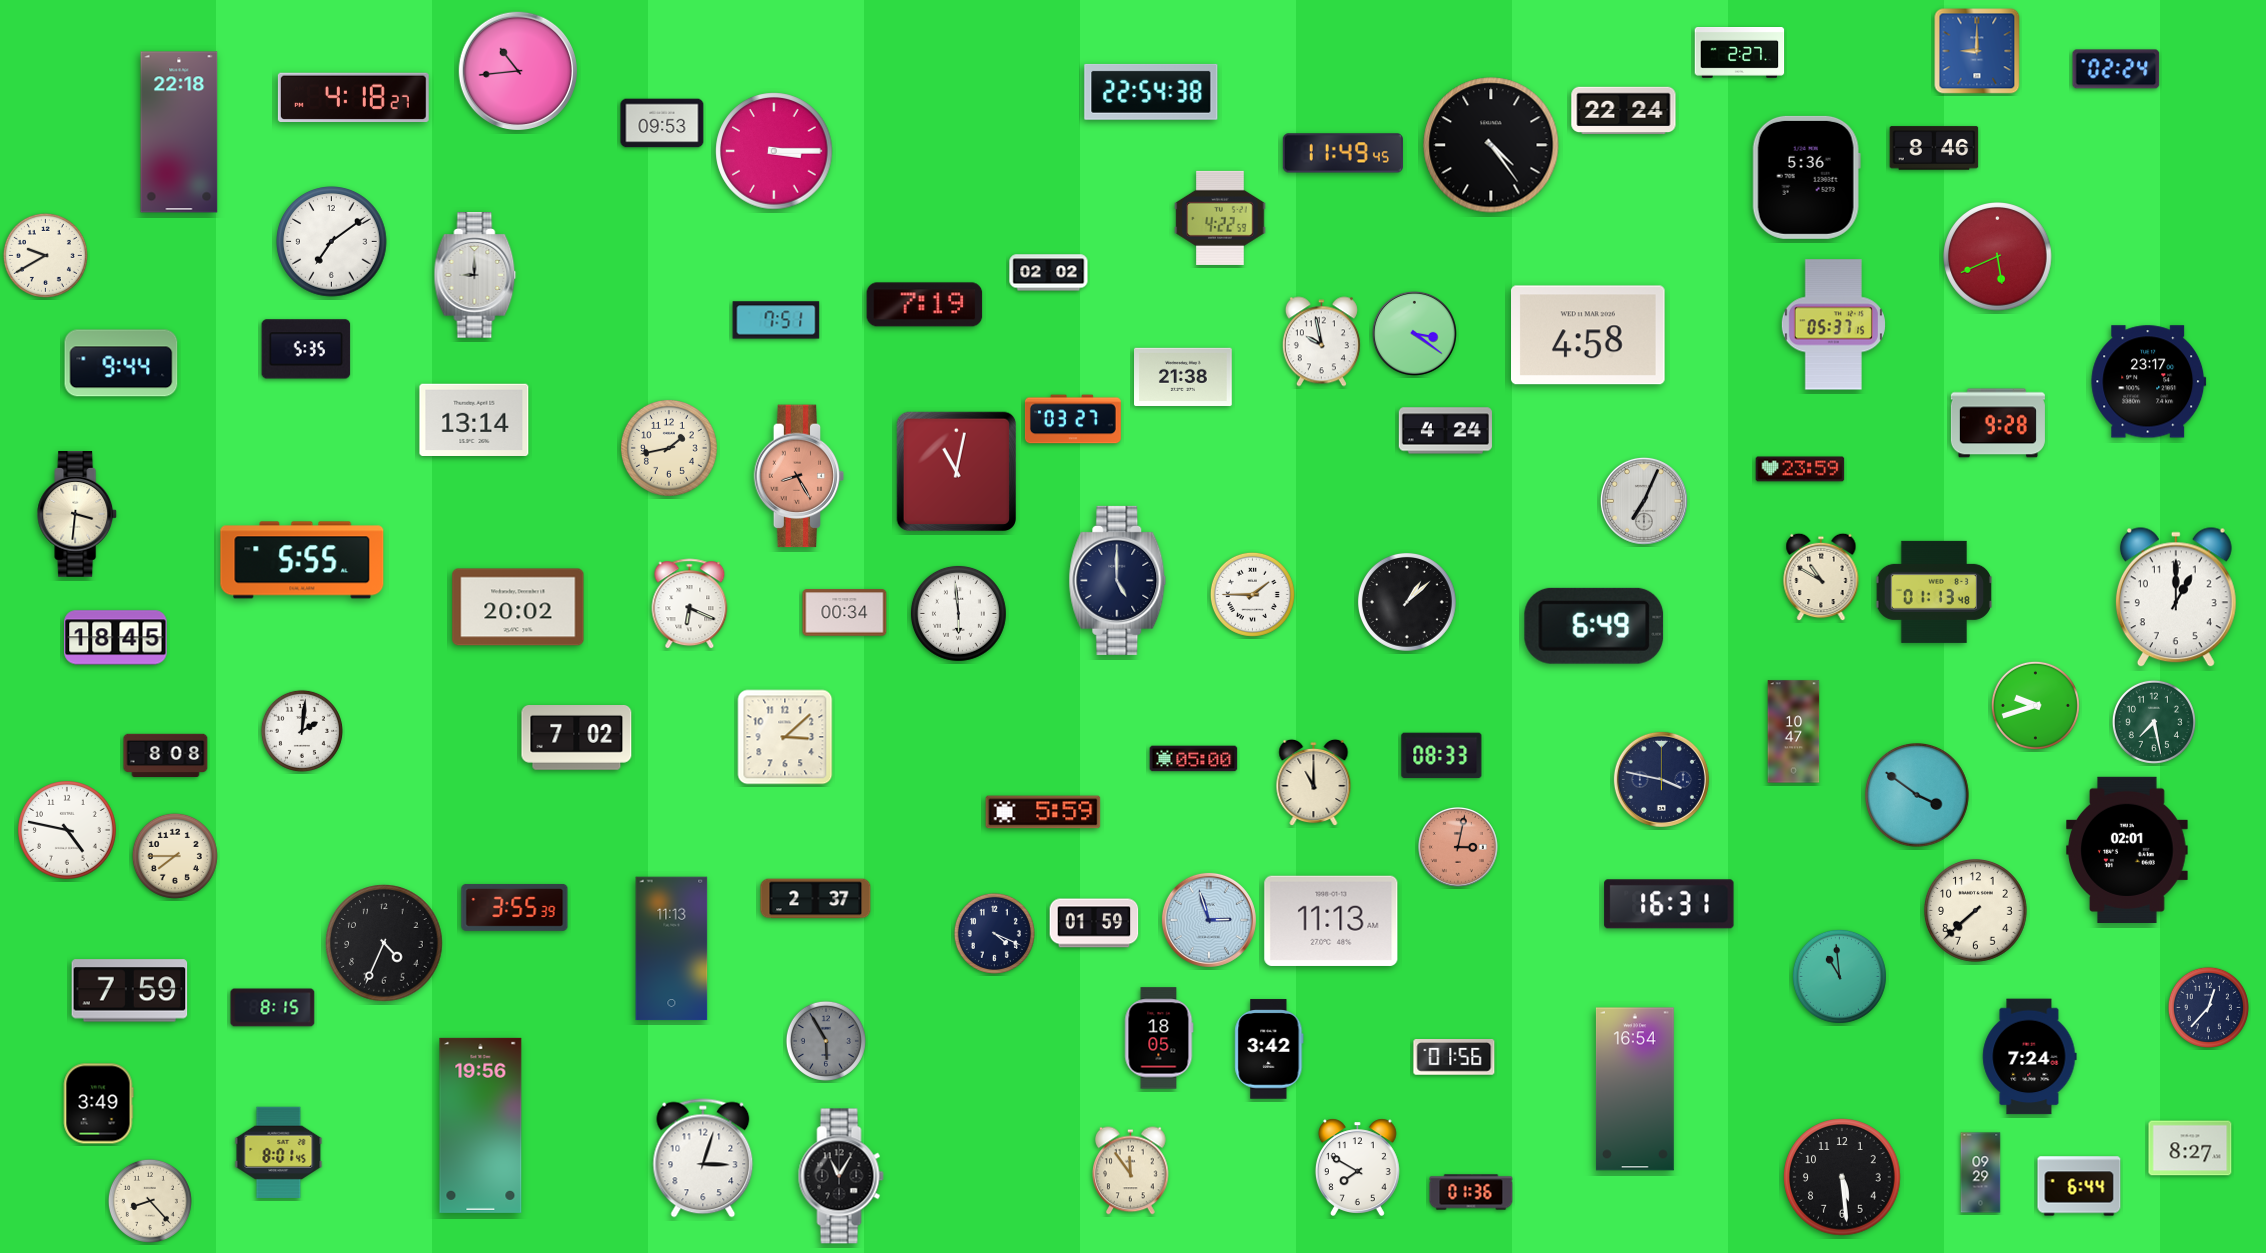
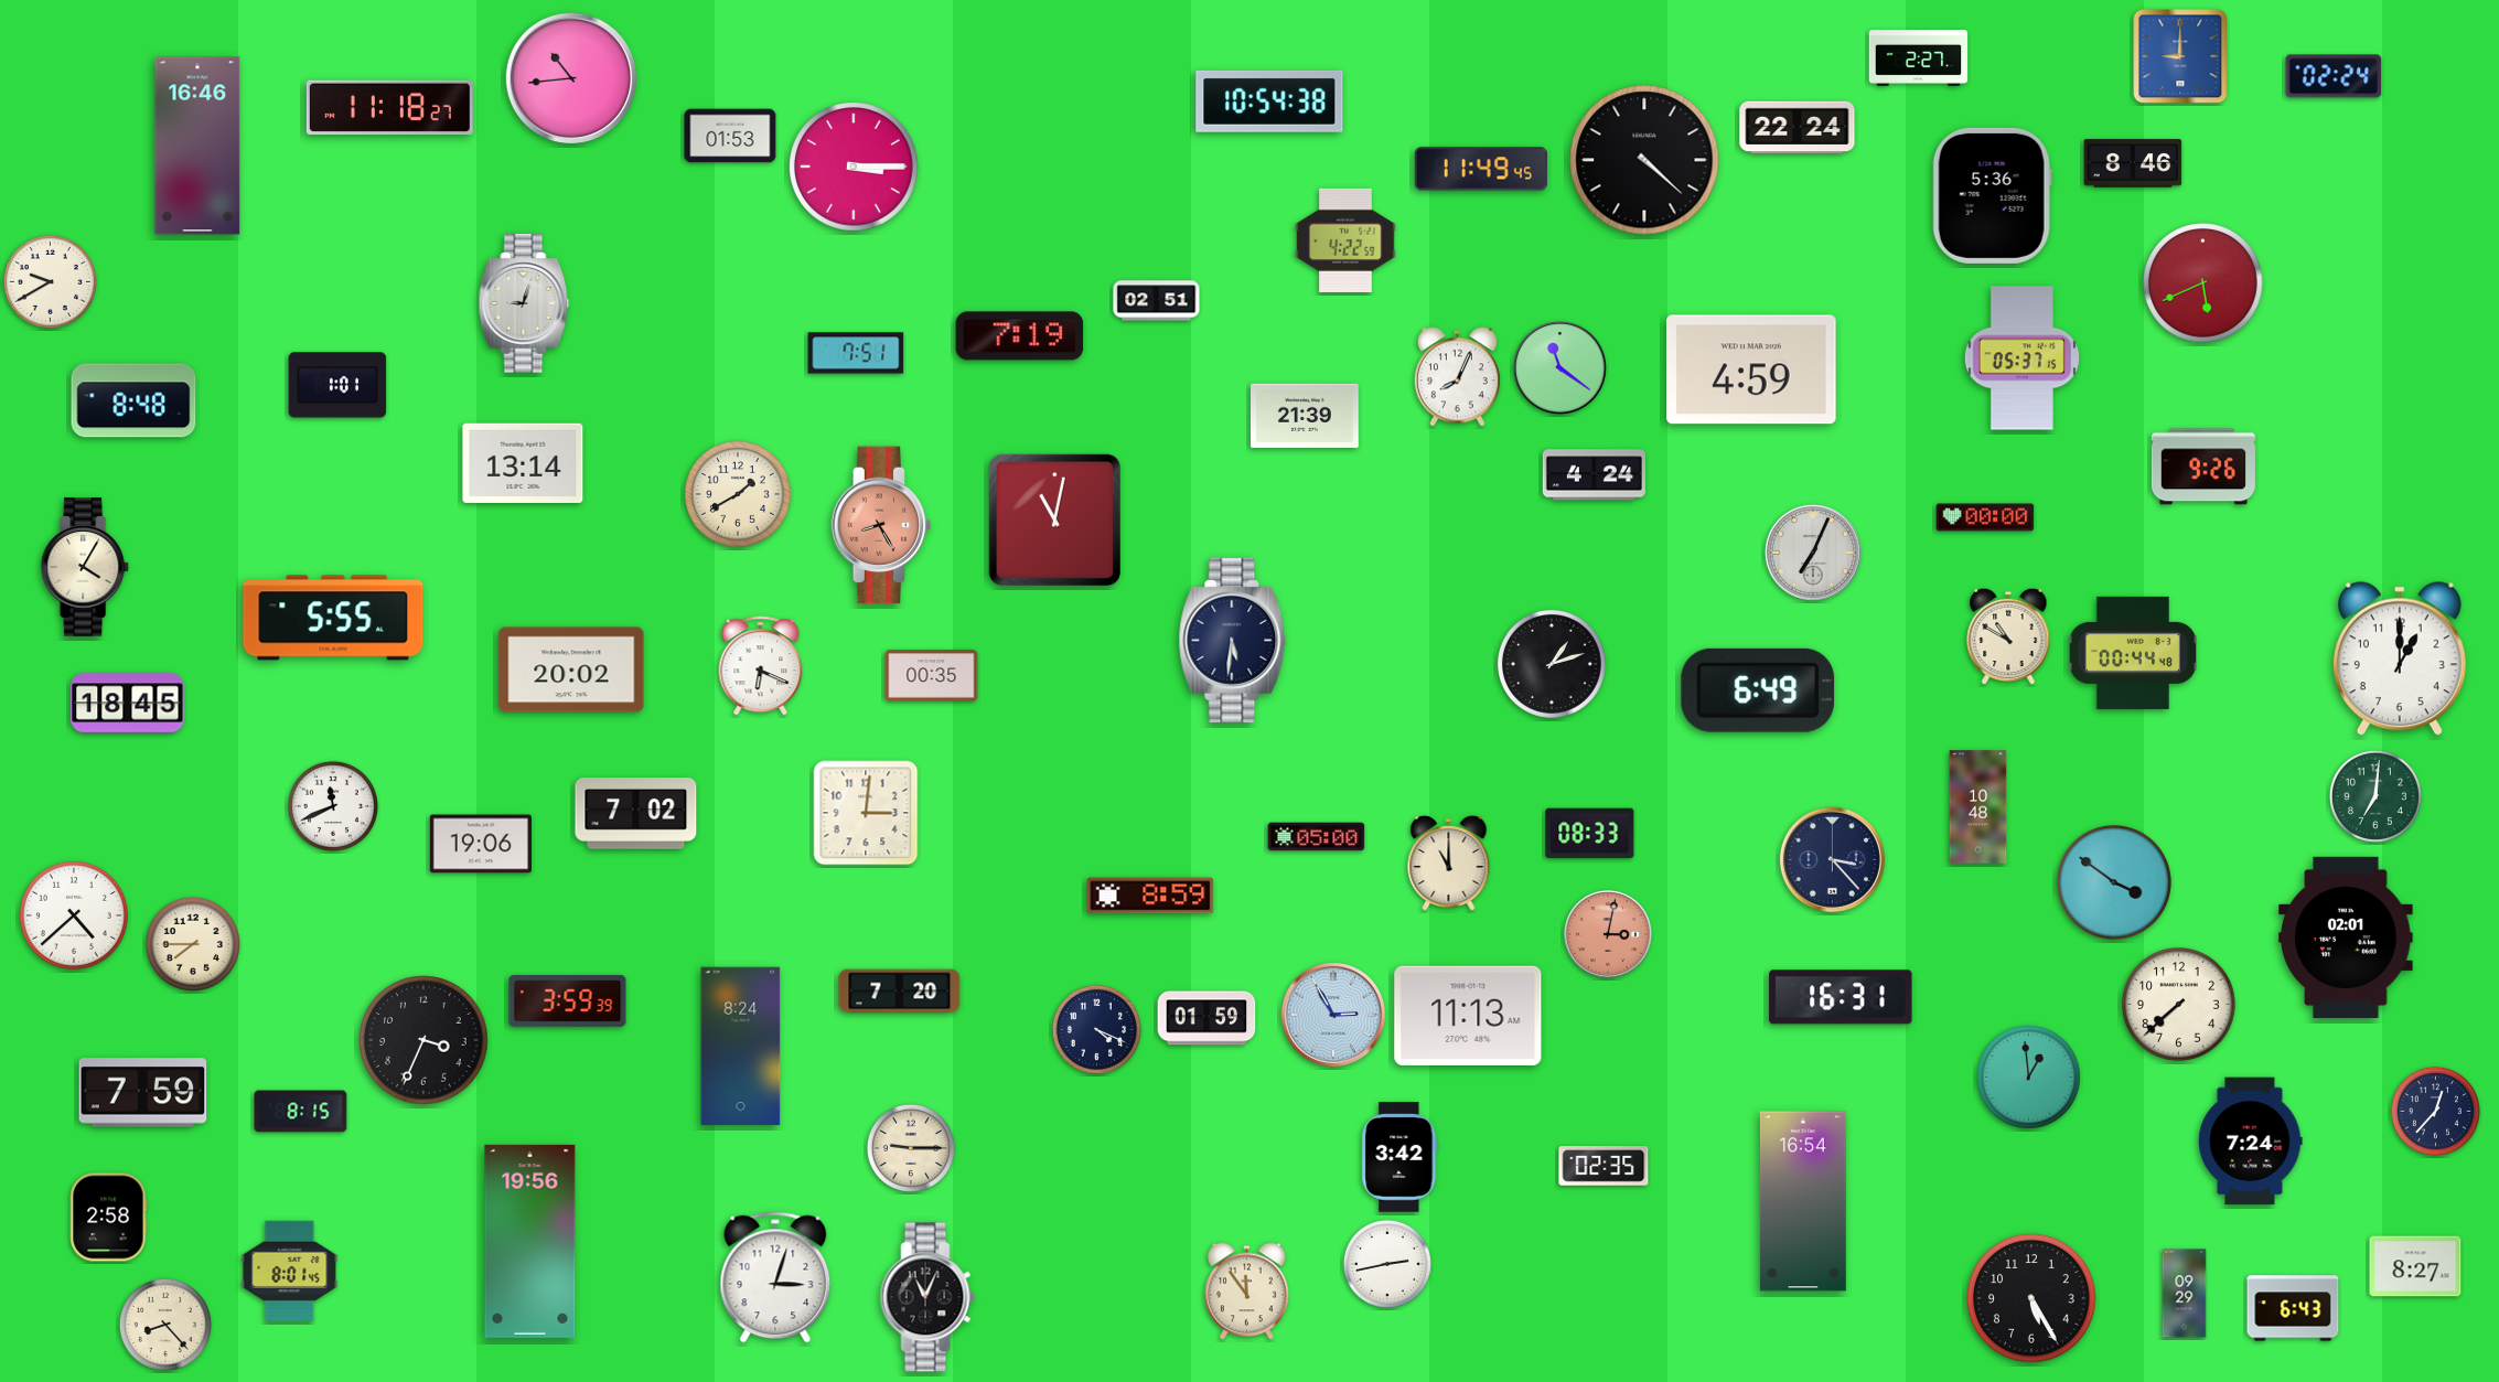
clock at (1151, 92): 22:54 -> 10:54
clock at (353, 97): 4:18 -> 11:18
clock at (1624, 111) position: (1624, 111) -> (1798, 128)
clock at (662, 123): 09:53 -> 01:53
clock at (179, 132): 22:18 -> 16:46
clock at (1491, 145): 4:24 -> 4:22
clock at (332, 242): 7:09 -> none
clock at (1049, 273): 02:02 -> 02:51
clock at (475, 275): 9:00 -> 9:03
clock at (1414, 333): 3:21 -> 11:21
clock at (1589, 335): 4:58 -> 4:59
clock at (1321, 342): 9:58 -> 8:04
clock at (306, 349): 5:35 -> 1:01
clock at (121, 363): 9:44 -> 8:48
clock at (1184, 377): 21:38 -> 21:39
clock at (2149, 382): 23:17 -> none
clock at (1073, 419): 03:27 -> none
clock at (1998, 423): 9:28 -> 9:26
clock at (669, 448): 1:43 -> 1:40
clock at (1800, 469): 23:59 -> 00:00
clock at (78, 514): 3:31 -> 4:05
clock at (1118, 580): 5:00 -> 5:31
clock at (1934, 592): 01:13 -> 00:44
clock at (1252, 594): 1:45 -> none
clock at (1407, 602): 1:08 -> 1:12
clock at (845, 613): 00:34 -> 00:35
clock at (958, 613): 5:59 -> none
clock at (2035, 705): 9:42 -> none
clock at (2154, 722): 7:28 -> 7:01
clock at (302, 731): 2:01 -> 11:41
clock at (1794, 732): 10:47 -> 10:48
clock at (785, 737): 3:08 -> 3:01
clock at (166, 756): 8:08 -> none
clock at (480, 844): none -> 19:06
clock at (1661, 779): 3:47 -> 3:23
clock at (1918, 796) position: (1918, 796) -> (2115, 883)
clock at (1043, 812): 5:59 -> 8:59
clock at (67, 830): 4:47 -> 4:38
clock at (816, 899): 2:37 -> 7:20
clock at (515, 907): 3:55 -> 3:59
clock at (1209, 920): 2:57 -> 2:55
clock at (384, 943): 4:34 -> 3:34
clock at (672, 949): 11:13 -> 8:24
clock at (1839, 976): 10:59 -> 12:59
clock at (1159, 1038): 18:05 -> none
clock at (826, 1041): 5:55 -> 9:15
clock at (826, 1041) dial: grey -> cream
clock at (2030, 1057) position: (2030, 1057) -> (2251, 1142)
clock at (1454, 1058): 01:56 -> 02:35
clock at (98, 1104): 3:49 -> 2:58
clock at (1387, 1264): none -> 2:43
clock at (279, 1152) position: (279, 1152) -> (290, 1271)
clock at (1357, 1167): 7:50 -> none
clock at (841, 1176): 11:05 -> 11:04
clock at (1842, 1177): 5:29 -> 5:25
clock at (2079, 1186): 6:44 -> 6:43
clock at (1471, 1192): 01:36 -> none
